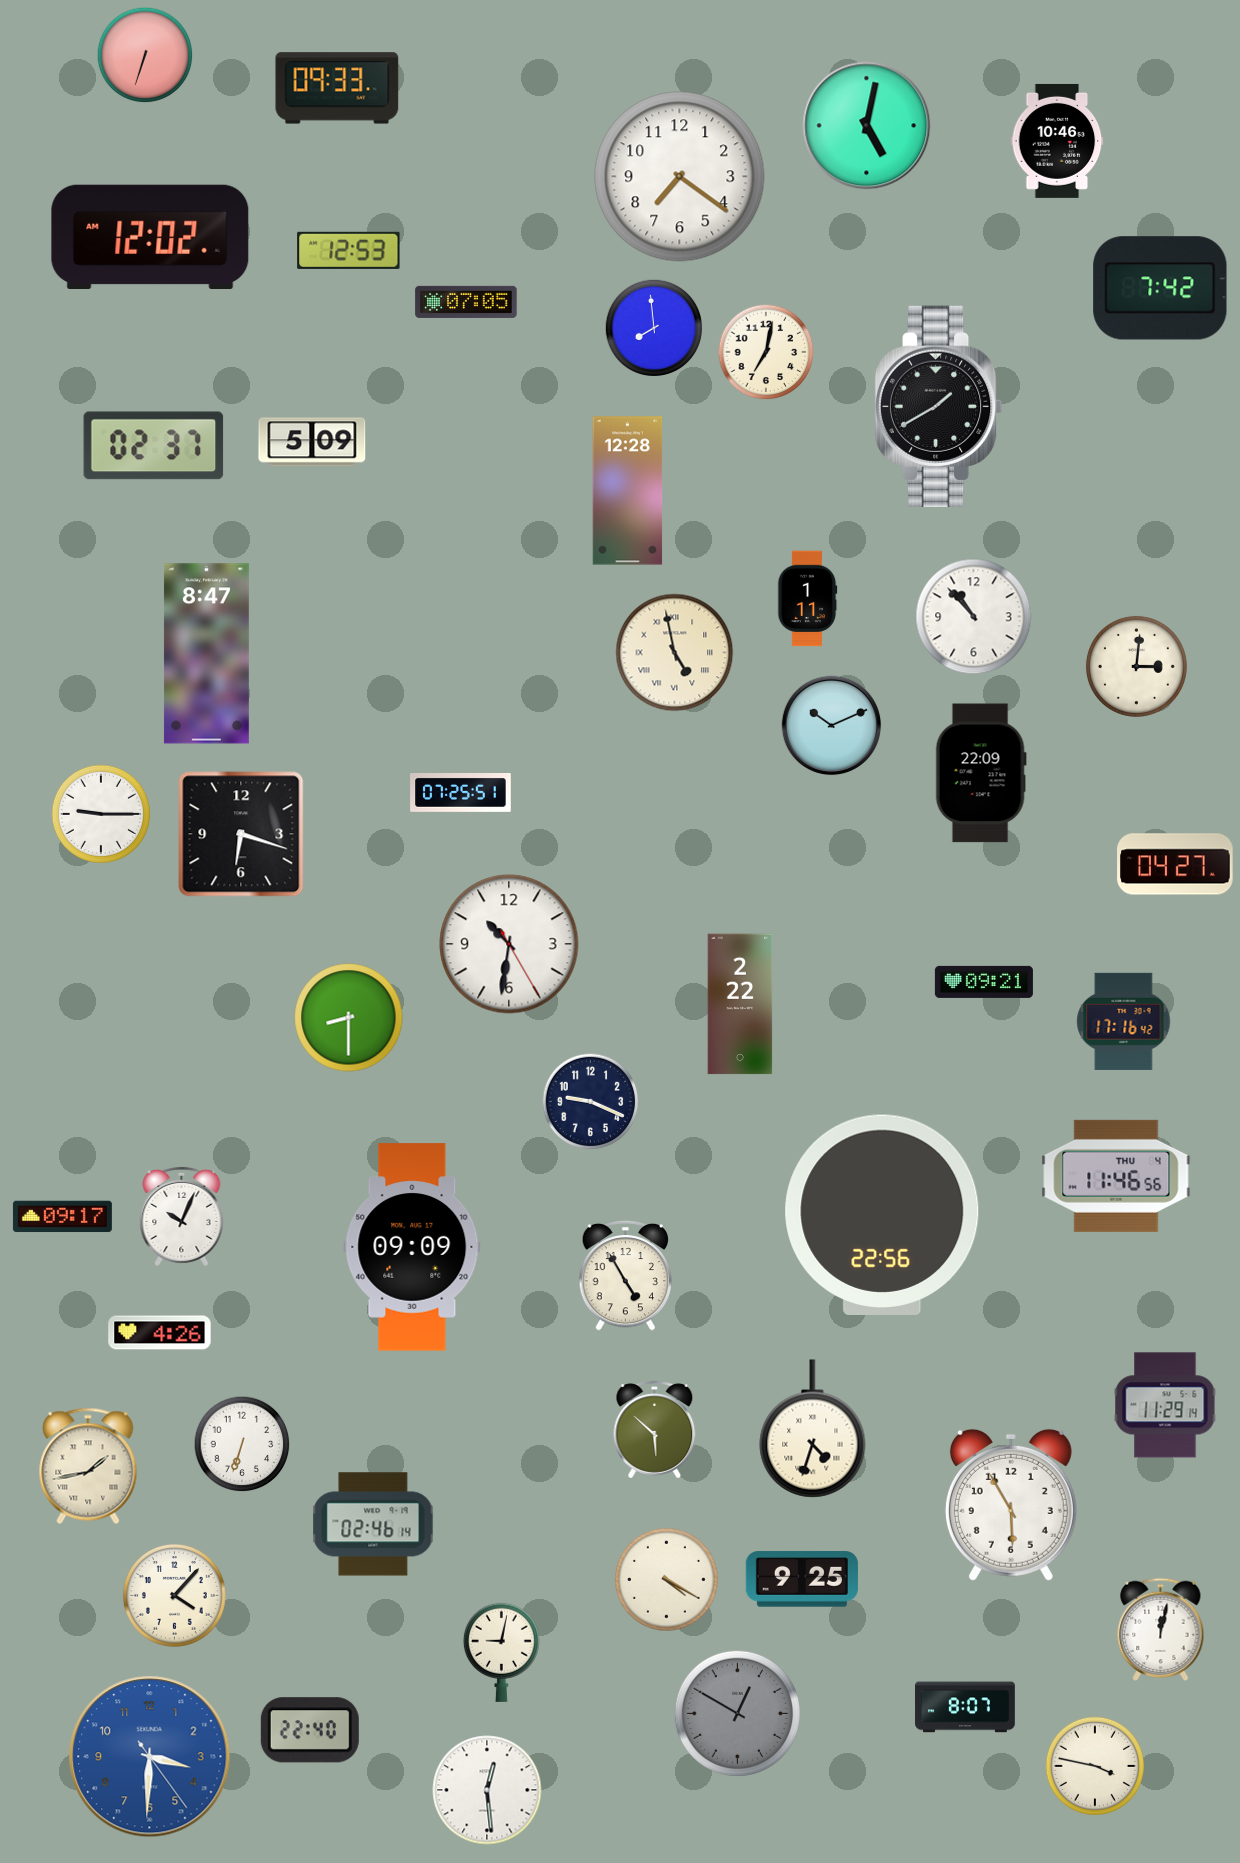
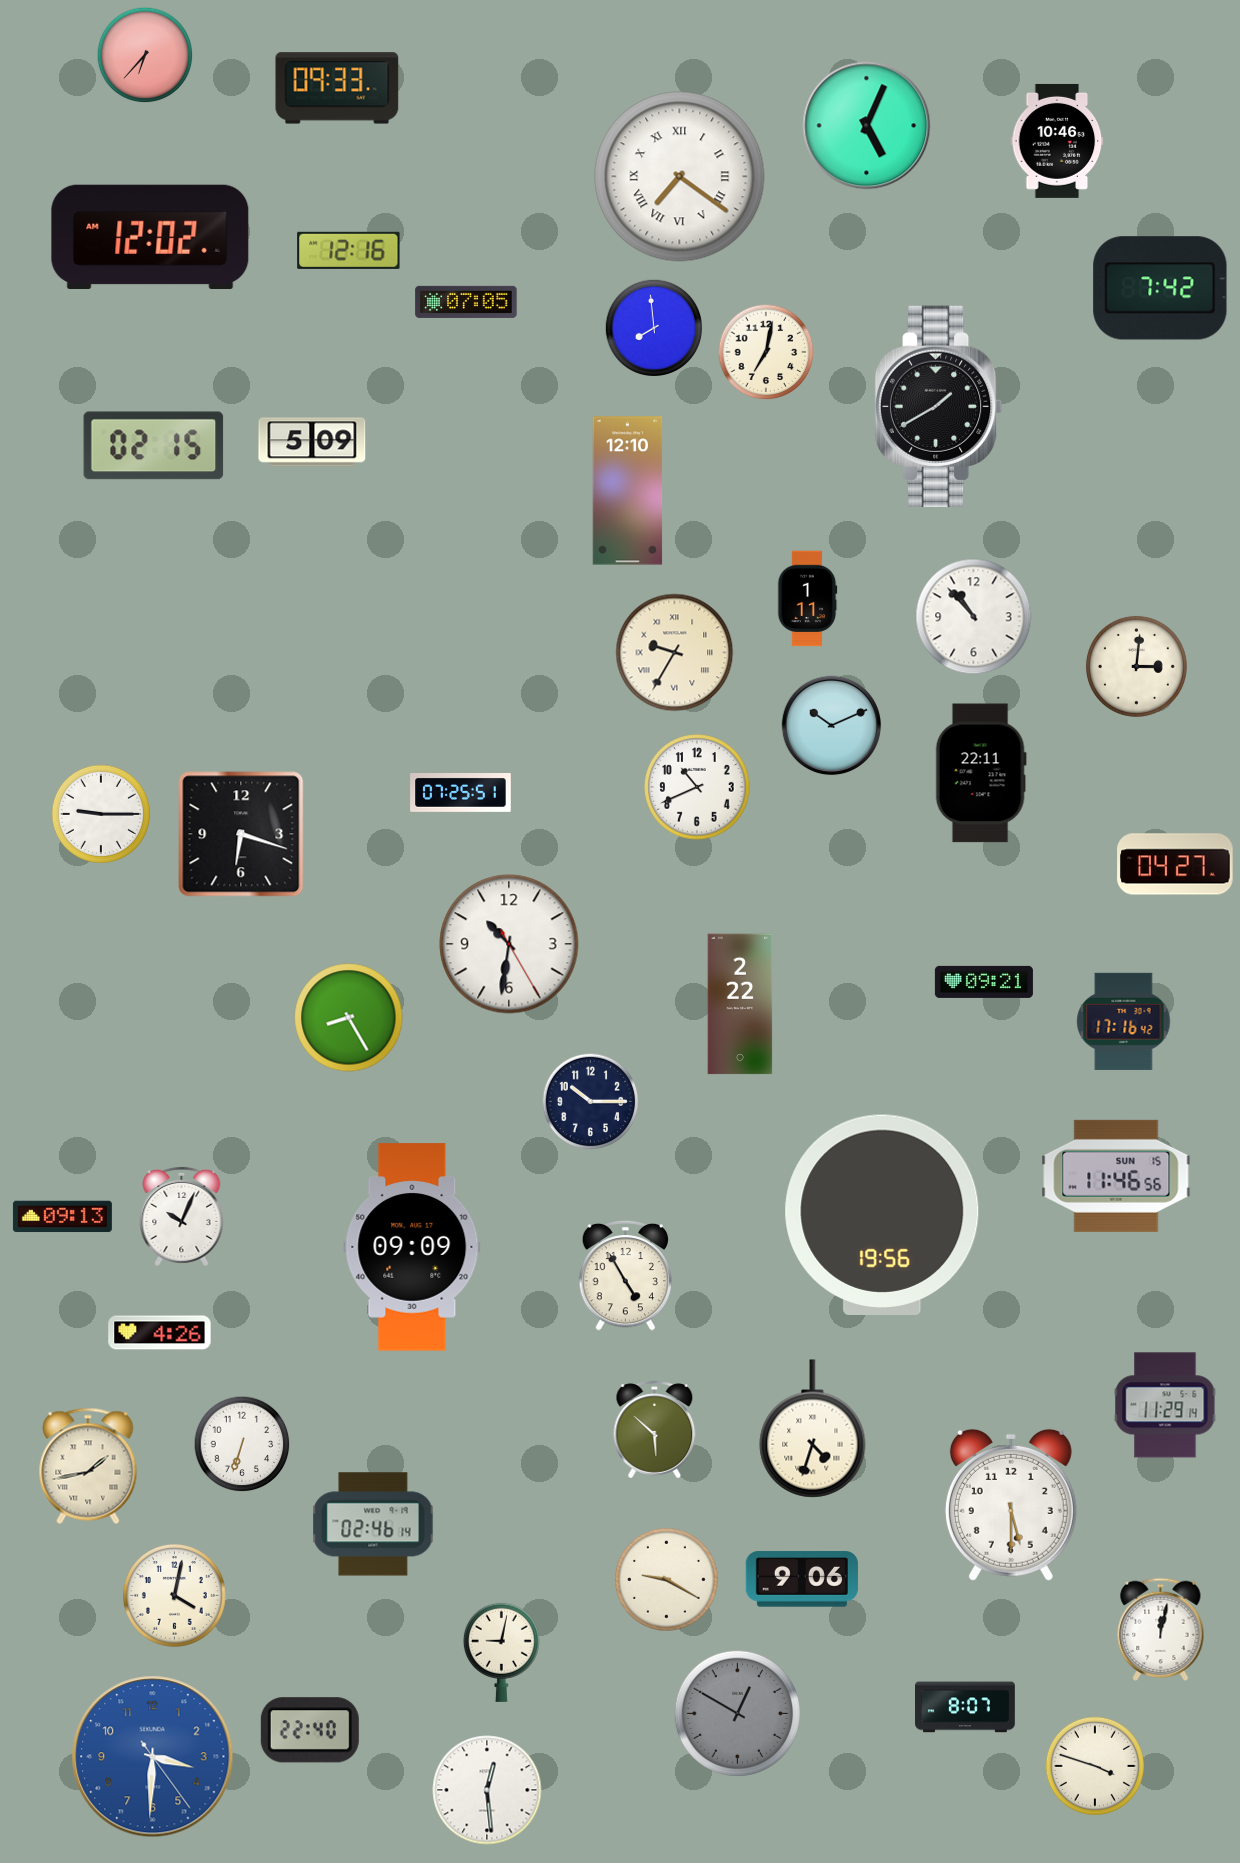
clock at (145, 55): 6:33 -> 6:37
clock at (867, 126): 5:02 -> 5:04
clock at (680, 177) numerals: Arabic -> Roman
clock at (349, 250): 12:53 -> 12:16
clock at (154, 446): 02:37 -> 02:15
clock at (628, 491): 12:28 -> 12:10
clock at (675, 653): 4:58 -> 9:35
clock at (206, 654): 8:47 -> none
clock at (981, 773): 22:09 -> 22:11
clock at (697, 787): none -> 10:41
clock at (349, 1018): 8:30 -> 8:25
clock at (591, 1102): 9:19 -> 10:15
clock at (1116, 1176) date: THU 4 -> SUN 15
clock at (882, 1215): 22:56 -> 19:56
clock at (62, 1217): 09:17 -> 09:13
clock at (1011, 1505): 5:55 -> 5:30
clock at (802, 1579): 9:25 -> 9:06
clock at (667, 1580): 4:20 -> 9:20
clock at (175, 1596): 4:07 -> 4:02
clock at (150, 1757) position: (150, 1757) -> (153, 1757)
clock at (1095, 1766): 3:47 -> 3:48
